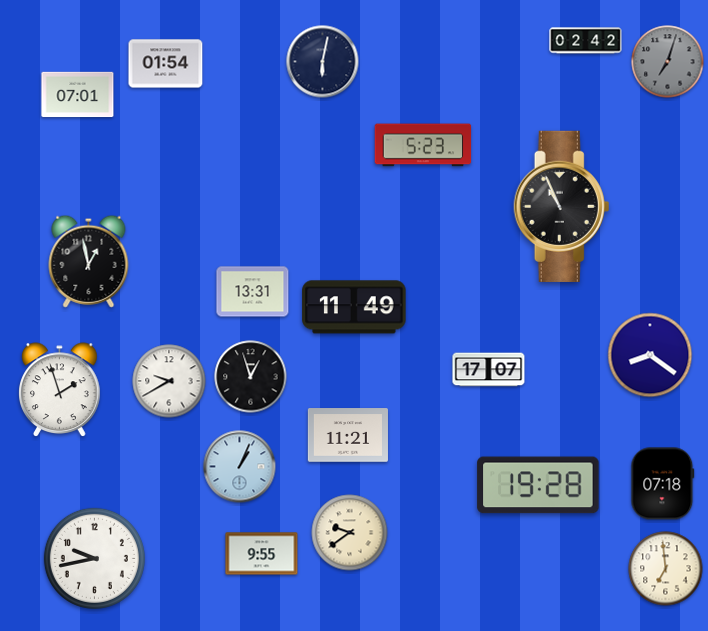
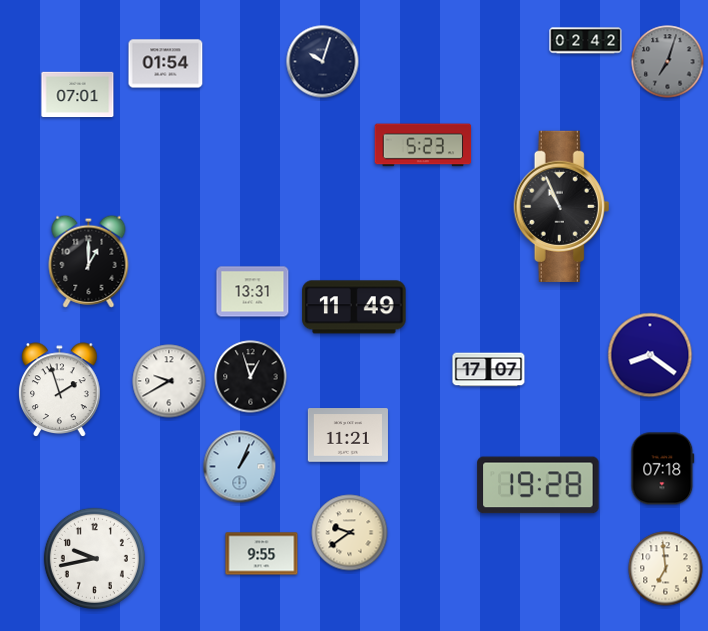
clock at (323, 62): 6:02 -> 10:03
clock at (89, 261): 12:58 -> 1:00
clock at (663, 484) position: (663, 484) -> (663, 469)
